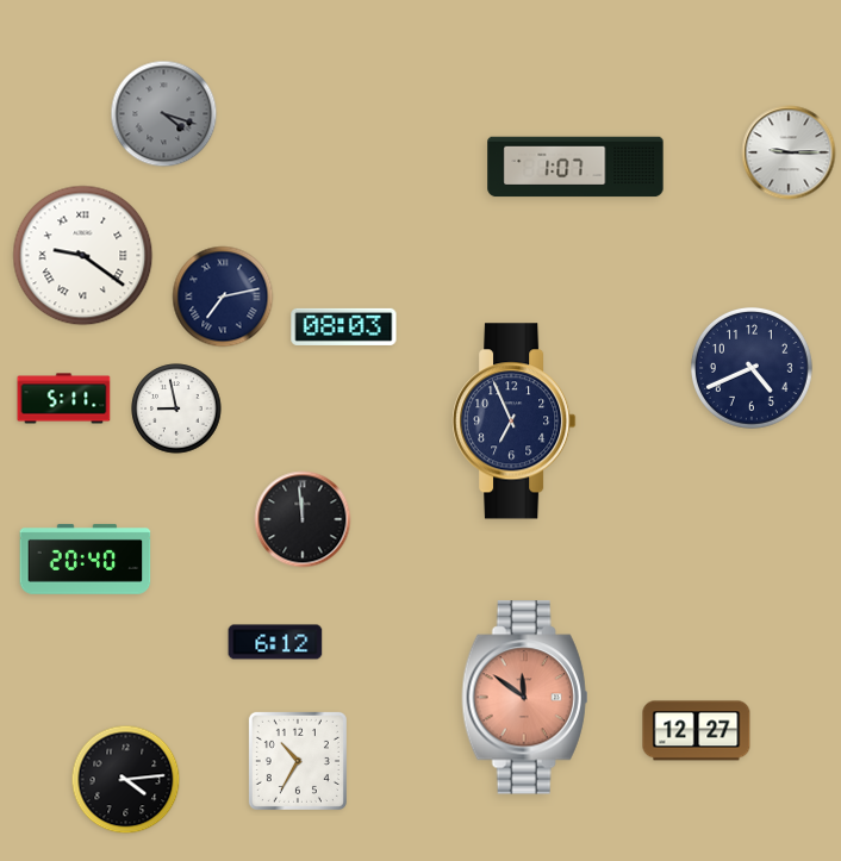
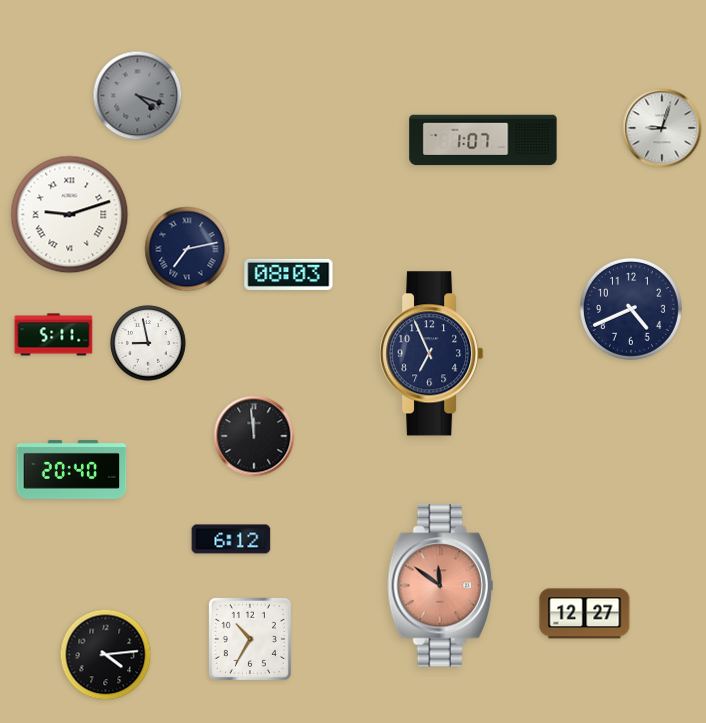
clock at (789, 152): 9:15 -> 9:03
clock at (83, 256): 9:21 -> 9:12
